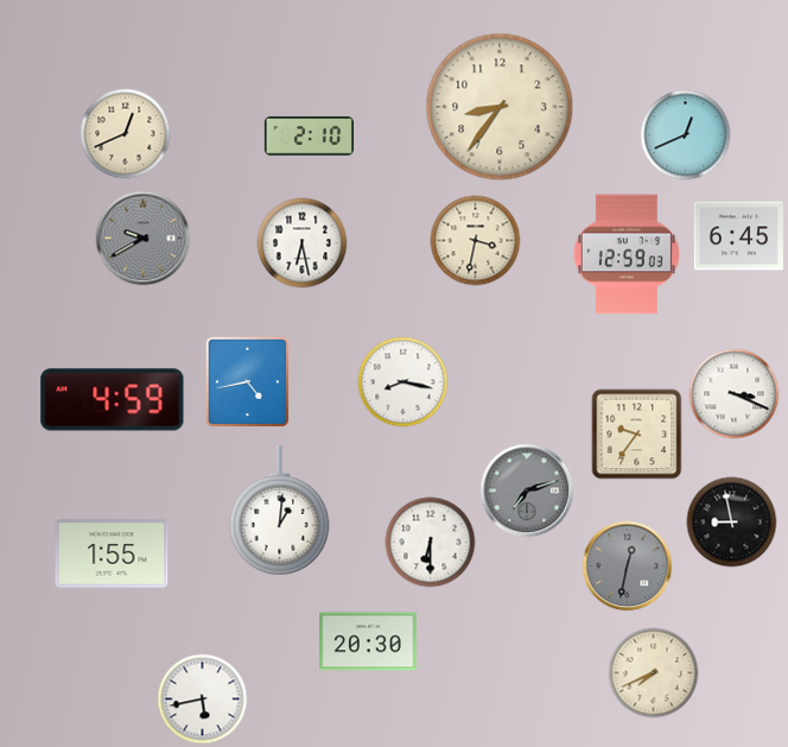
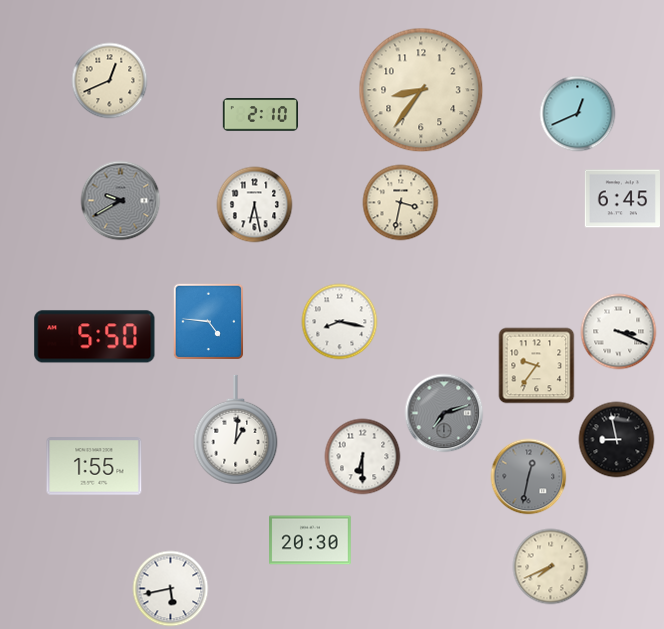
clock at (126, 134) position: (126, 134) -> (110, 81)
clock at (627, 254): 12:59 -> none
clock at (247, 381): 4:43 -> 4:46
clock at (113, 400): 4:59 -> 5:50
